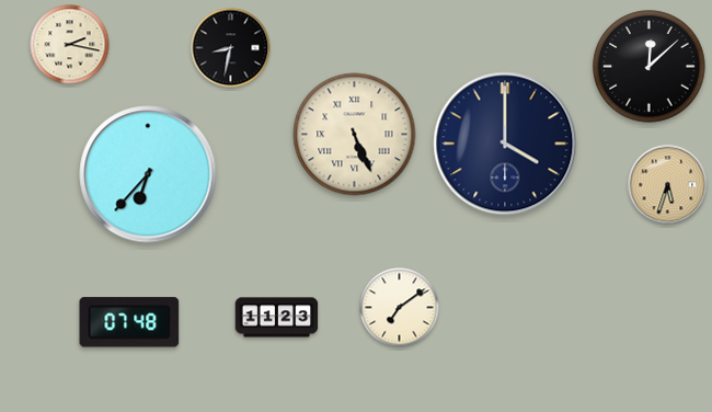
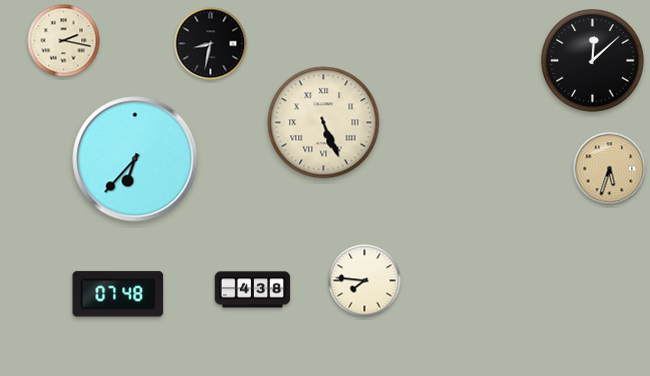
clock at (505, 144): 4:00 -> none
clock at (400, 308): 7:09 -> 7:46
clock at (277, 318): 11:23 -> 4:38
